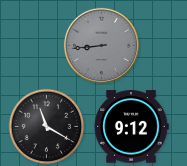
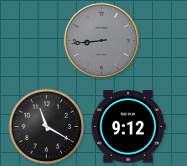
clock at (101, 45) position: (101, 45) -> (101, 40)
clock at (131, 127) position: (131, 127) -> (128, 127)
